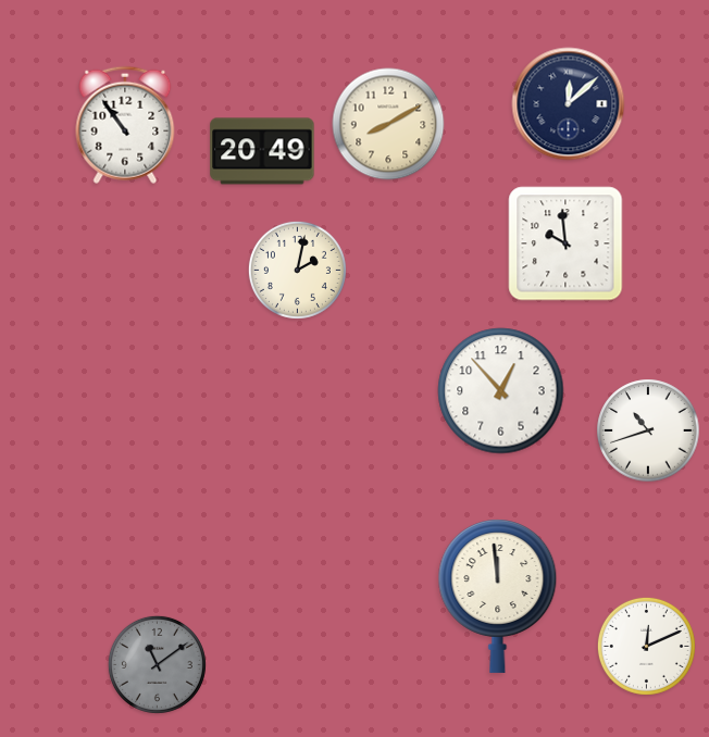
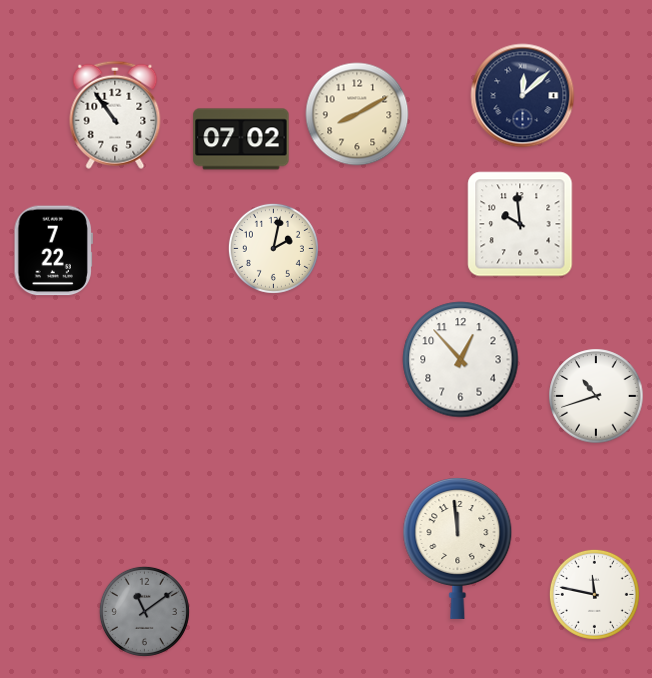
clock at (262, 151): 20:49 -> 07:02
clock at (53, 251): none -> 7:22
clock at (646, 646): 12:11 -> 11:47
